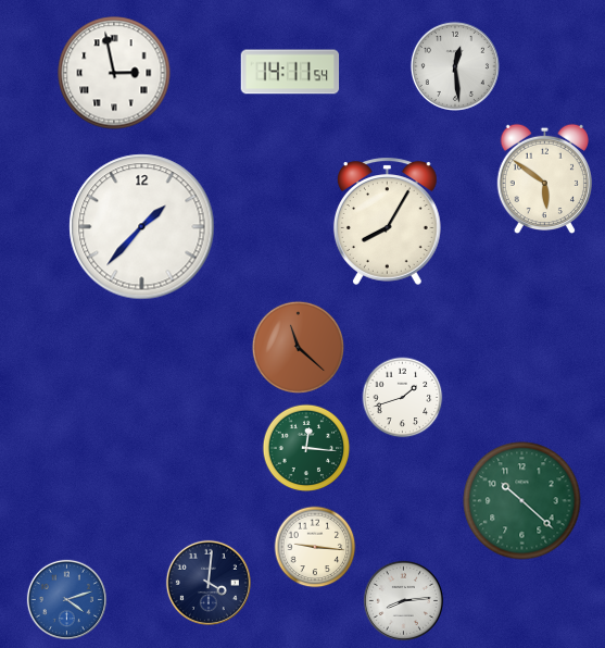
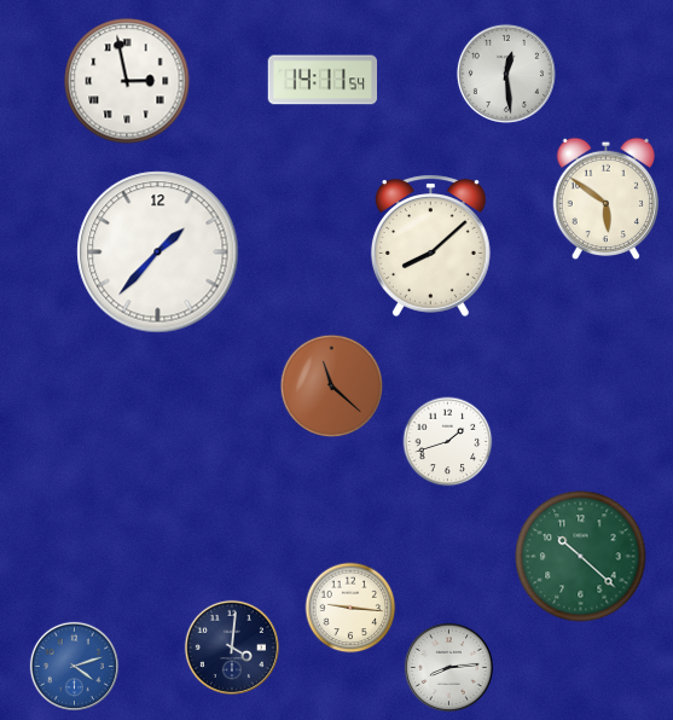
clock at (387, 221): 8:05 -> 8:08
clock at (306, 448): 12:16 -> none
